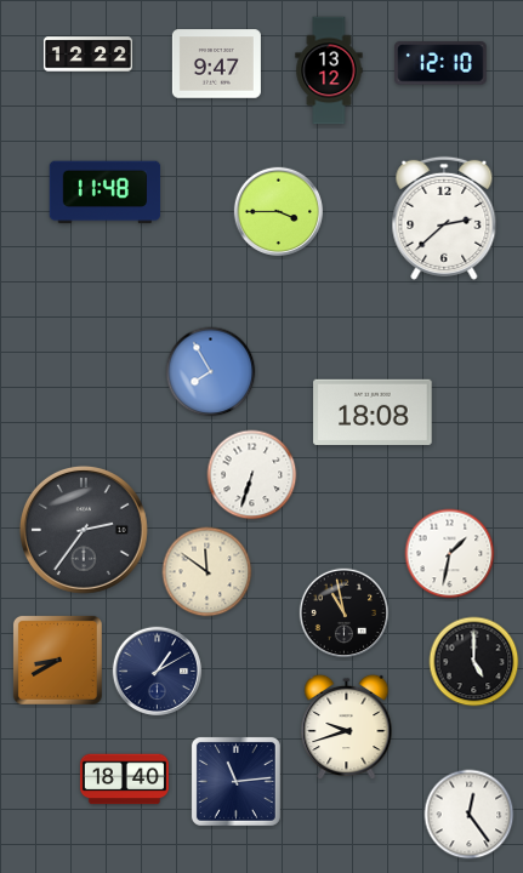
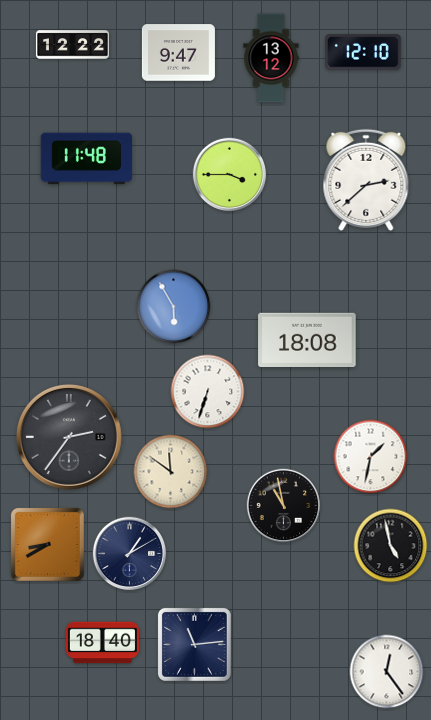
clock at (211, 372): 7:55 -> 5:55
clock at (474, 662): 5:00 -> 4:58
clock at (347, 727): 9:42 -> none
